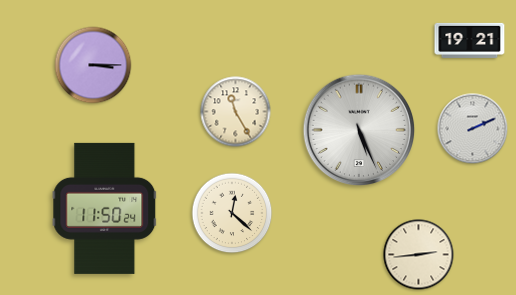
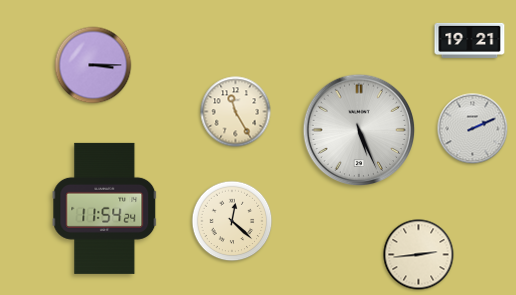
clock at (105, 208): 11:50 -> 11:54
clock at (232, 213) position: (232, 213) -> (232, 221)
